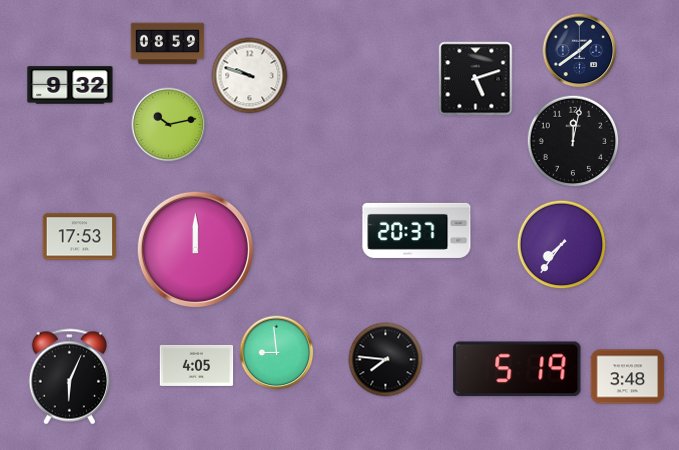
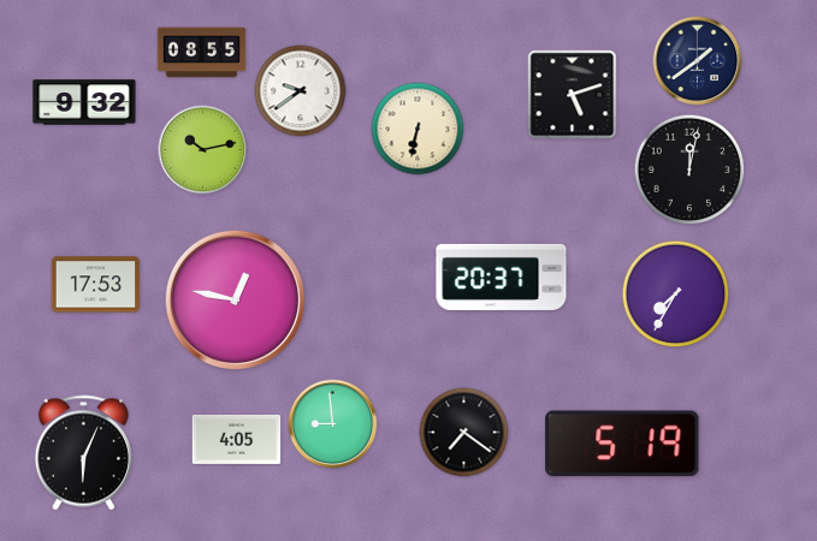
clock at (168, 44): 08:59 -> 08:55
clock at (250, 76): 9:48 -> 9:39
clock at (418, 129): none -> 6:32
clock at (562, 245): 7:36 -> 7:35
clock at (195, 249): 12:00 -> 12:47
clock at (386, 360): 7:46 -> 7:21
clock at (628, 377): 3:48 -> none
